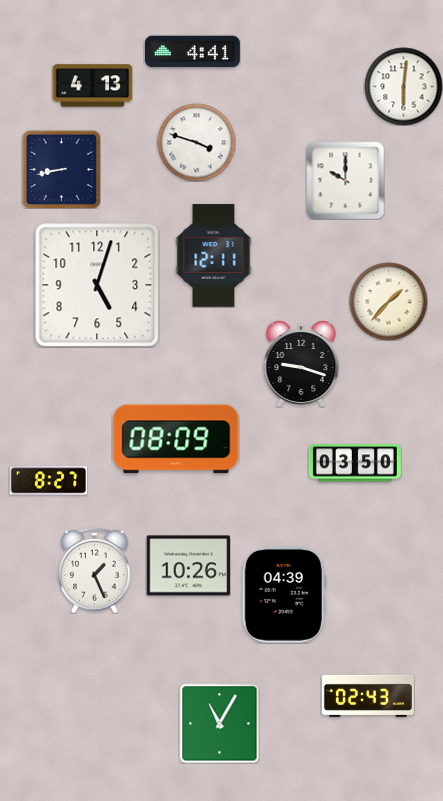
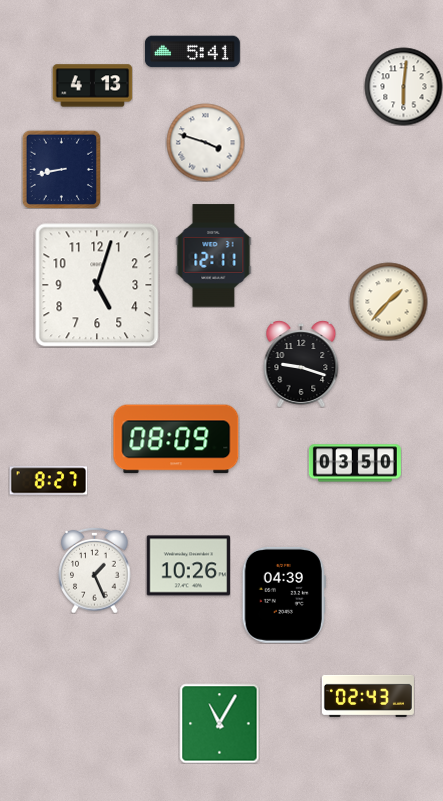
clock at (192, 52): 4:41 -> 5:41
clock at (196, 142) position: (196, 142) -> (205, 142)
clock at (345, 180): 10:00 -> none
